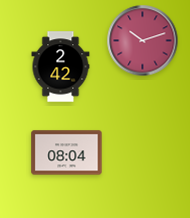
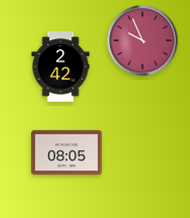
clock at (143, 41): 10:12 -> 9:56
clock at (67, 153): 08:04 -> 08:05
